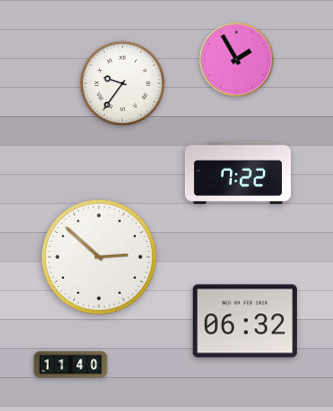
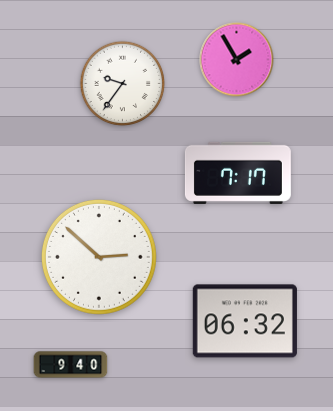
clock at (238, 173): 7:22 -> 7:17
clock at (71, 365): 11:40 -> 9:40
